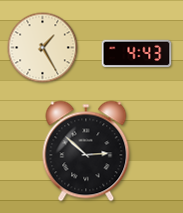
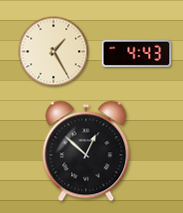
clock at (43, 48) position: (43, 48) -> (54, 52)
clock at (86, 151): 2:52 -> 12:52
